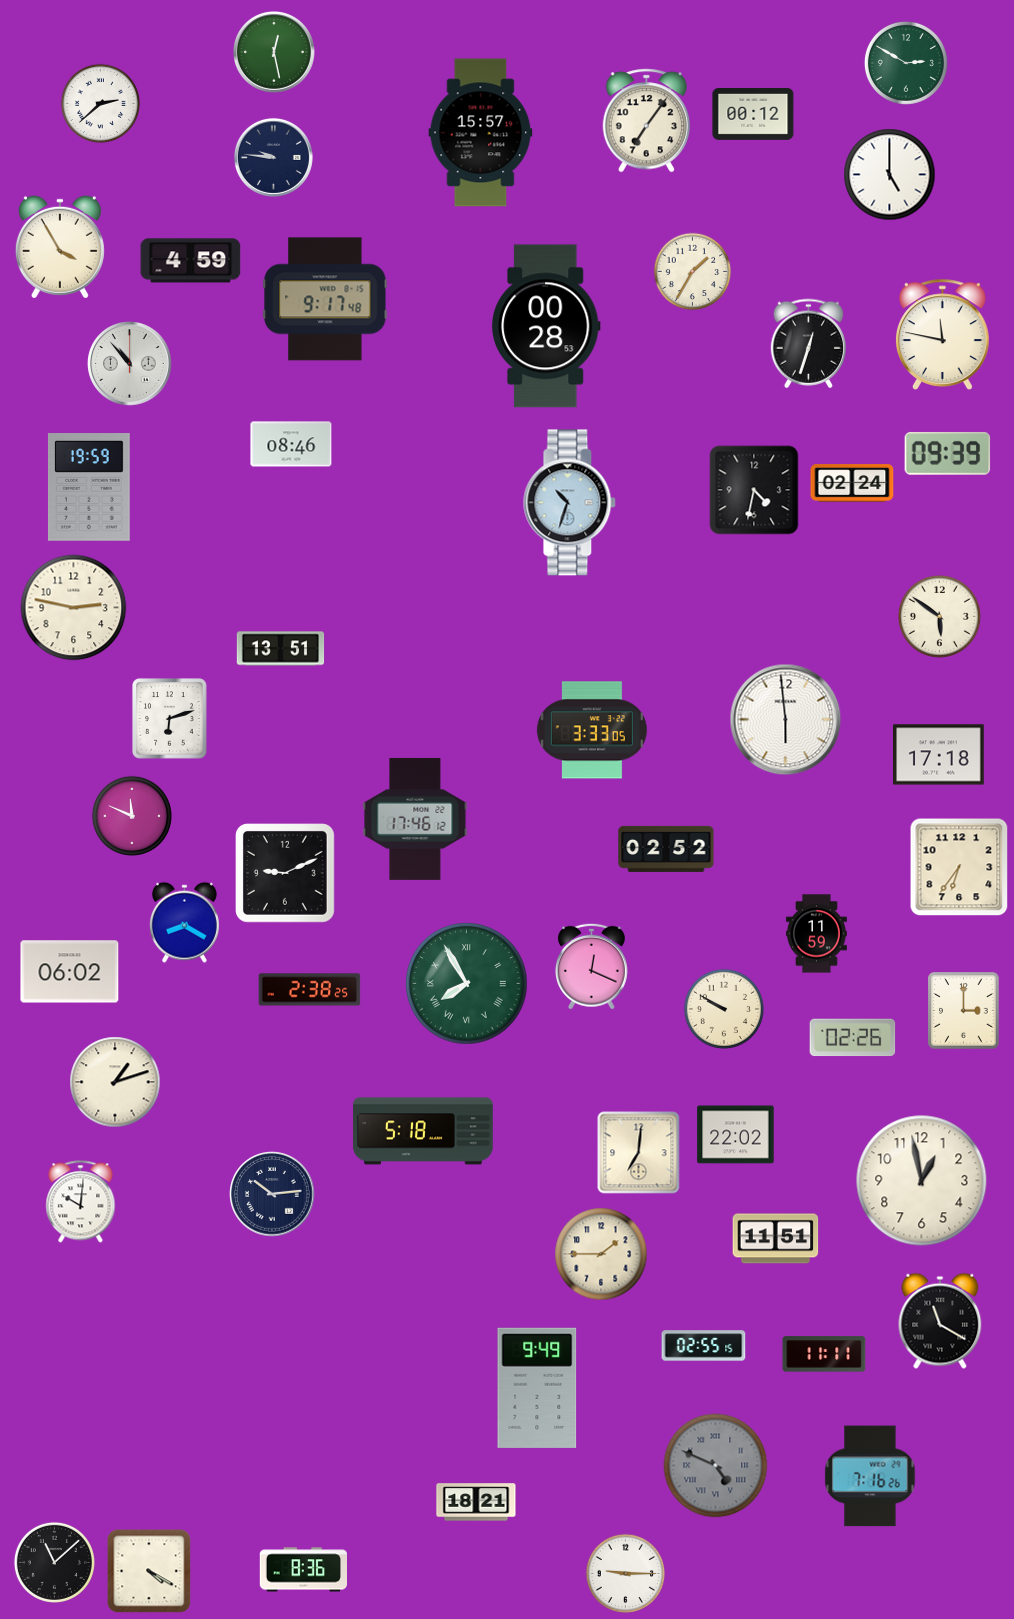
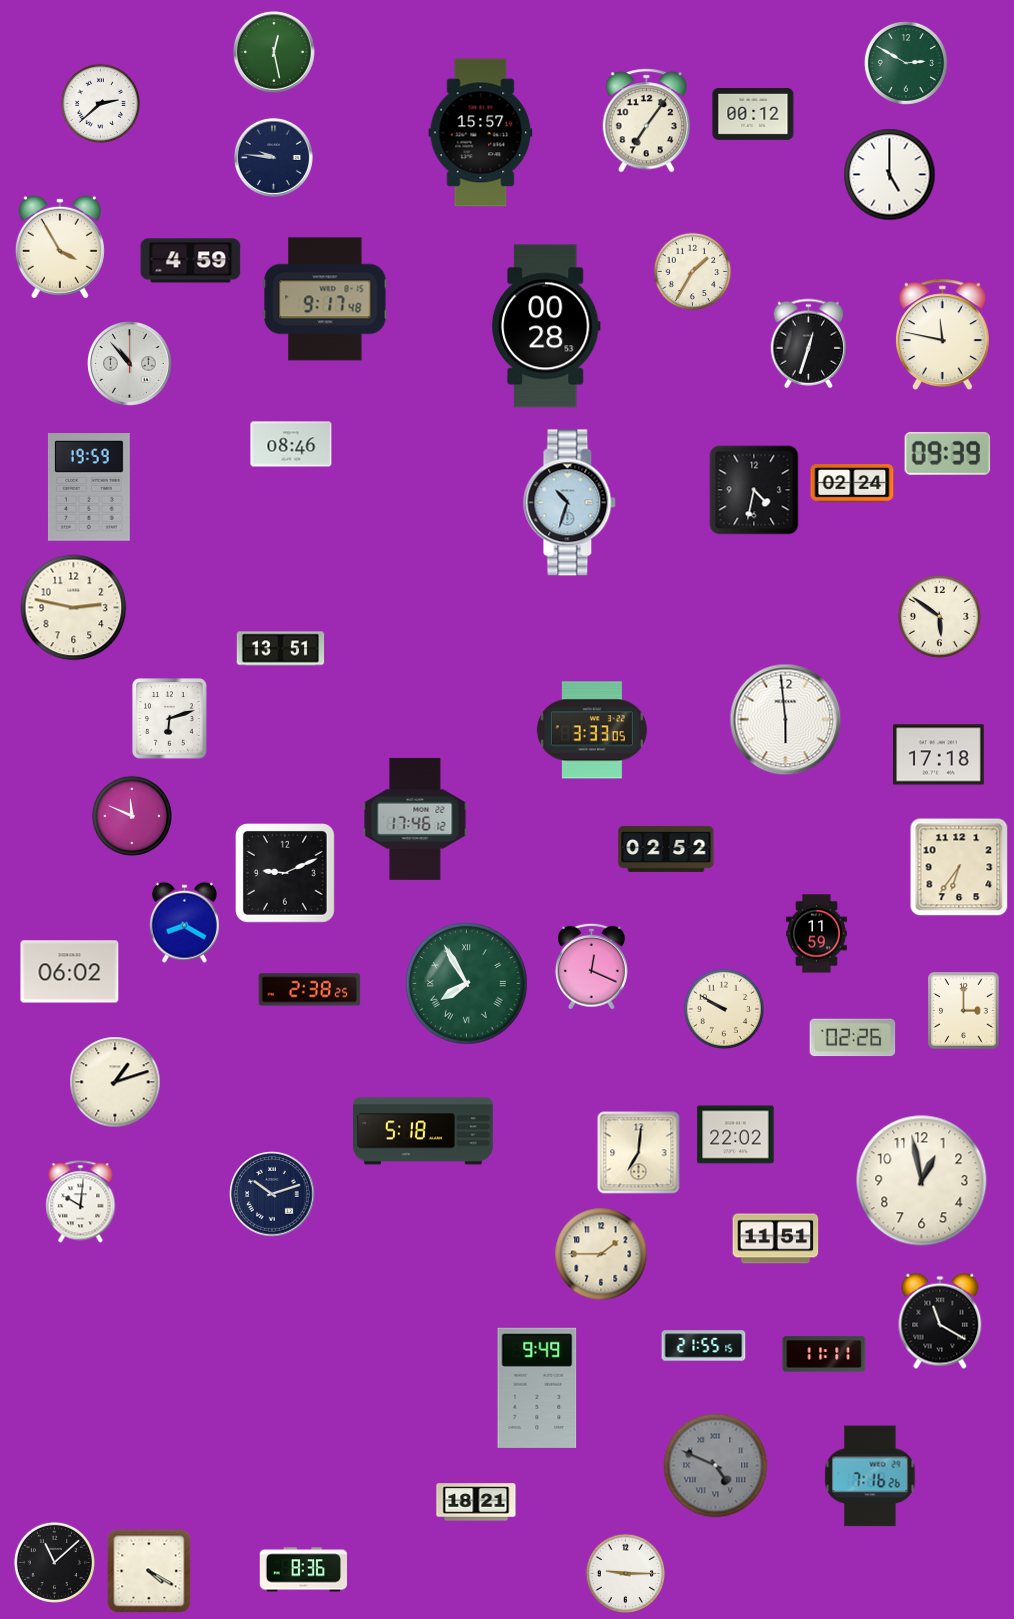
clock at (272, 1194): 10:14 -> 10:12
clock at (704, 1346): 02:55 -> 21:55
